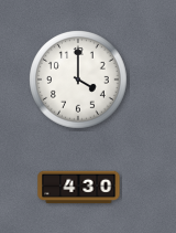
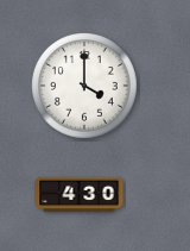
clock at (79, 188) position: (79, 188) -> (80, 195)
